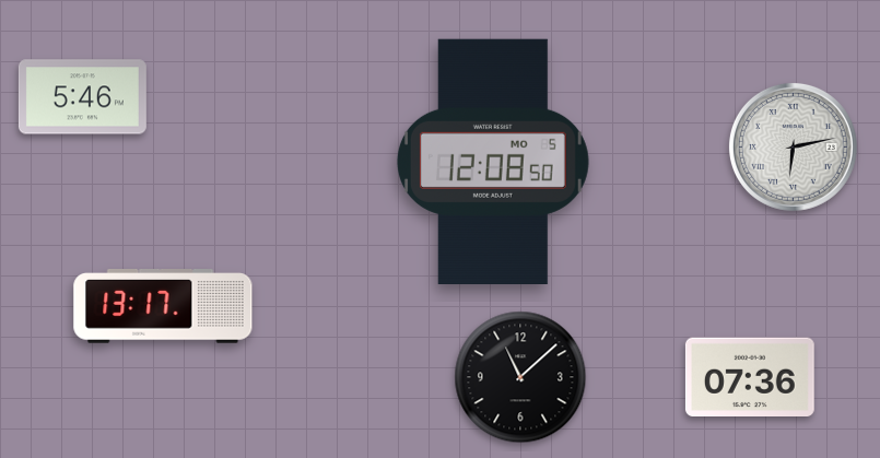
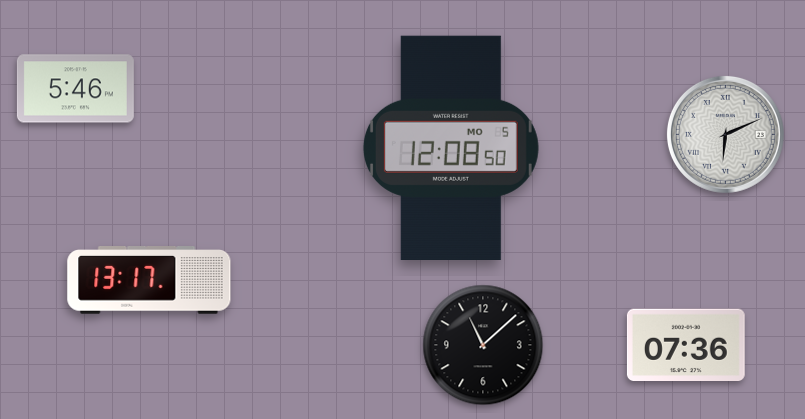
clock at (793, 146): 6:13 -> 6:11
clock at (520, 377) position: (520, 377) -> (483, 345)
